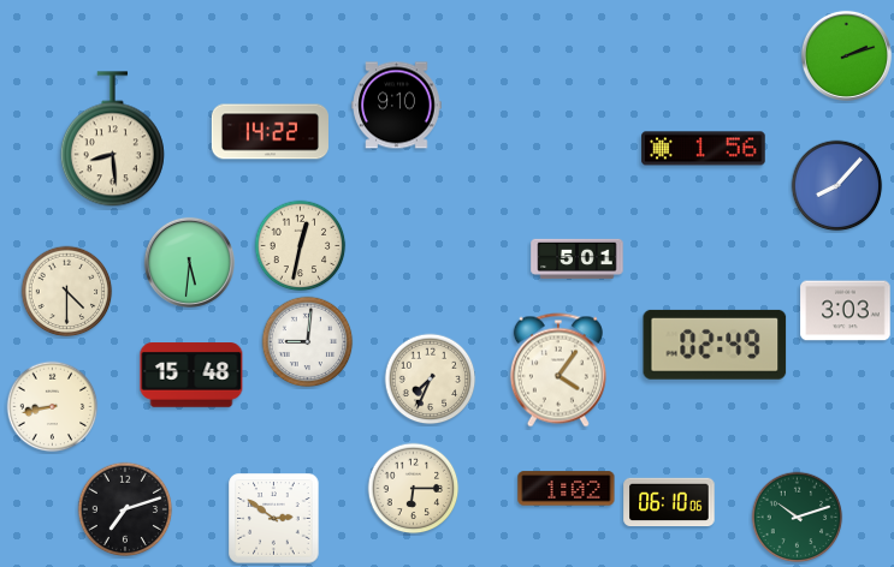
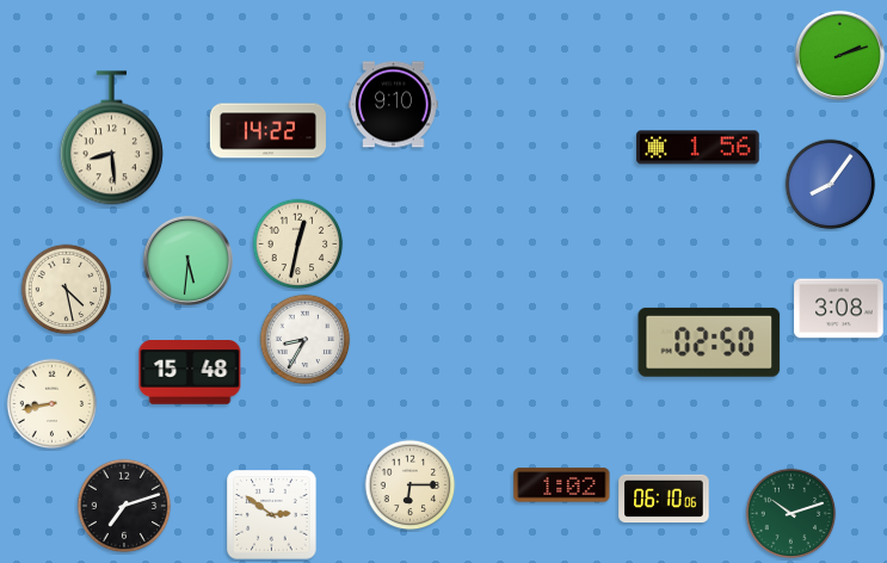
clock at (837, 186): 8:07 -> 8:06
clock at (578, 259): 5:01 -> none
clock at (67, 292): 4:30 -> 4:28
clock at (846, 311): 3:03 -> 3:08
clock at (308, 342): 9:01 -> 8:35
clock at (715, 345): 02:49 -> 02:50
clock at (558, 370): 4:06 -> none
clock at (431, 380): 7:34 -> none
